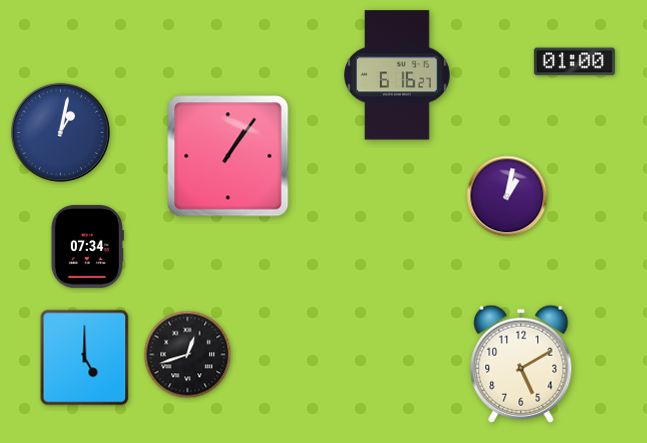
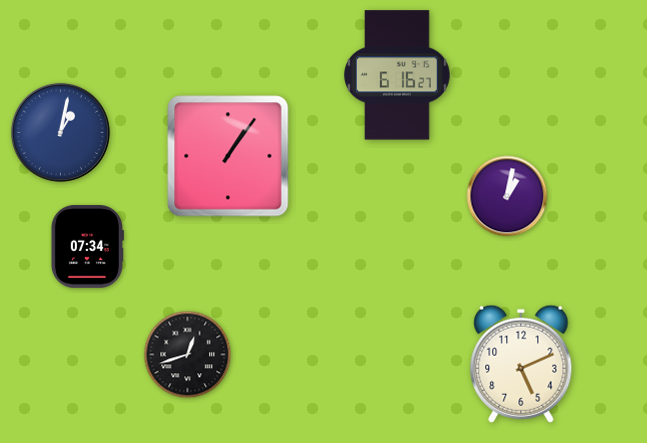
clock at (574, 62): 01:00 -> none
clock at (85, 358): 5:00 -> none
clock at (521, 364): 5:10 -> 5:11
